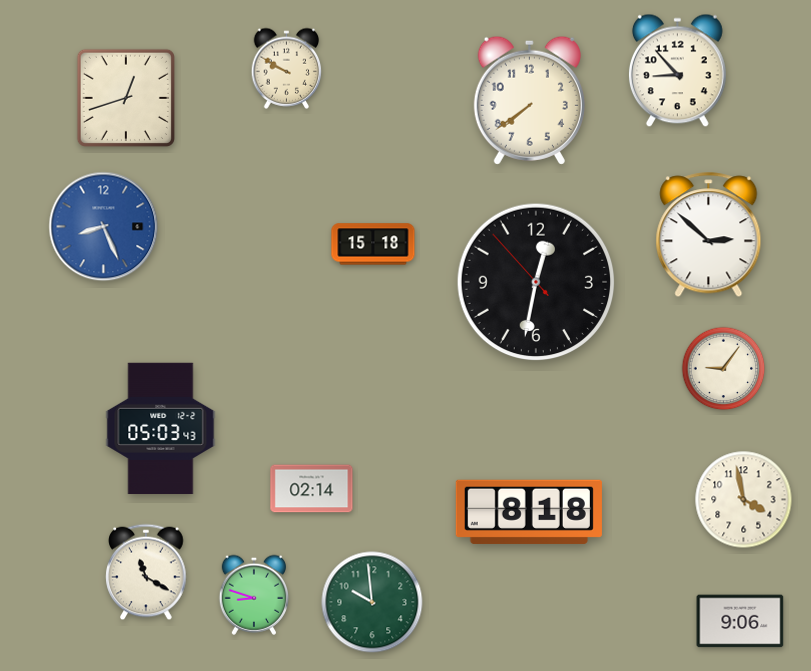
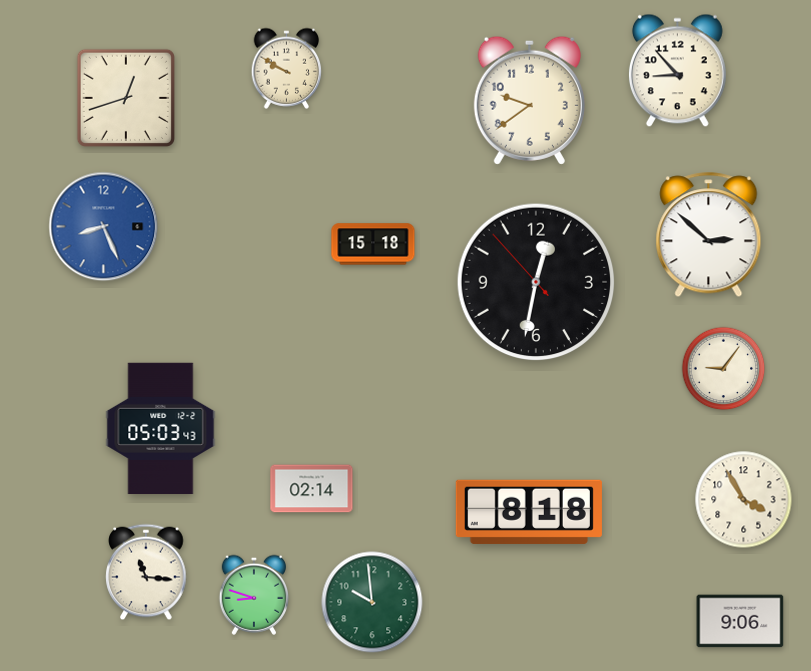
clock at (529, 100): 7:39 -> 9:39
clock at (744, 500): 3:58 -> 3:55
clock at (146, 572): 11:20 -> 11:16
